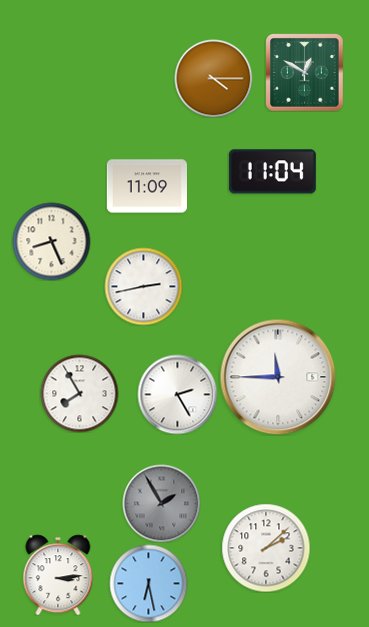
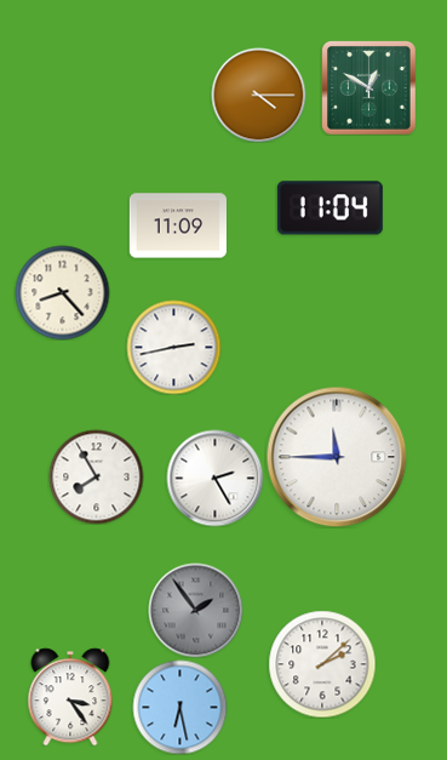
clock at (51, 241): 8:26 -> 8:23
clock at (161, 503): 1:55 -> 1:54
clock at (58, 575): 3:14 -> 3:24
